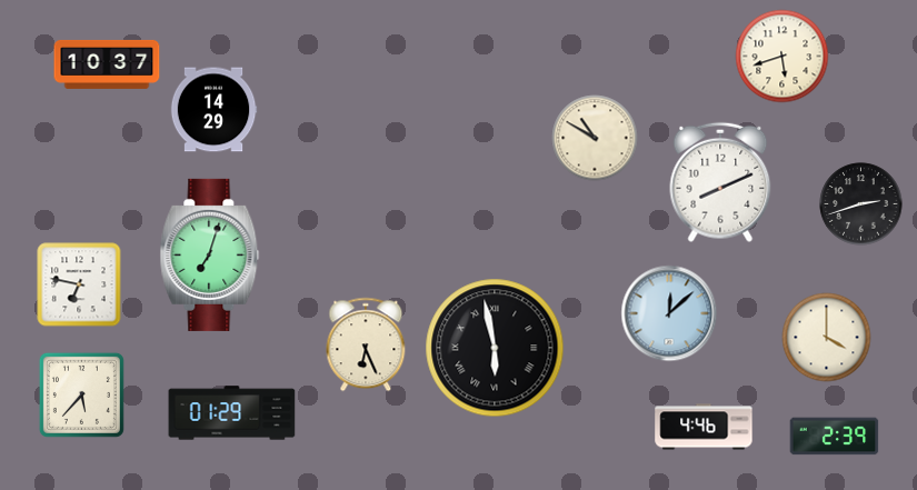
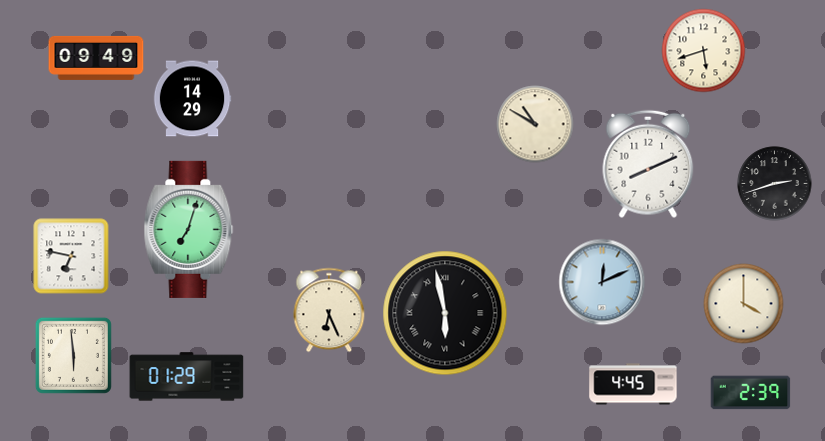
clock at (107, 64): 10:37 -> 09:49
clock at (669, 313): 12:08 -> 12:11
clock at (81, 394): 5:37 -> 5:59
clock at (232, 413) position: (232, 413) -> (187, 377)
clock at (704, 427): 4:46 -> 4:45
